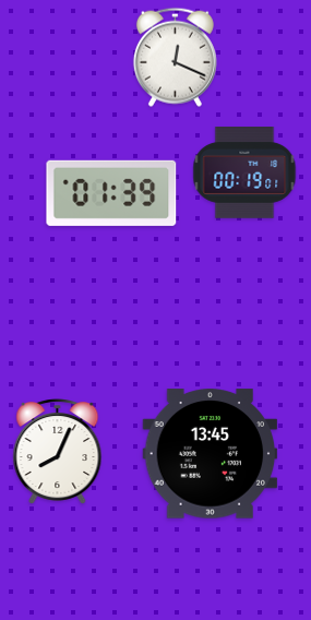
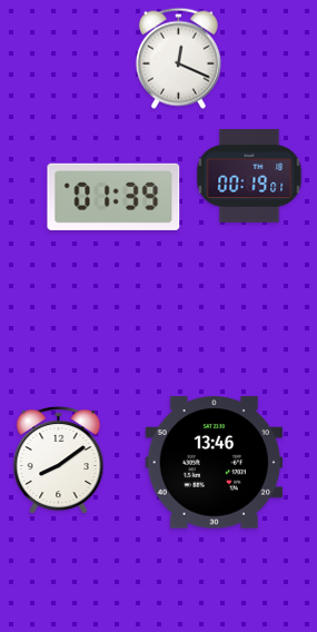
clock at (58, 452): 8:04 -> 8:09
clock at (211, 454): 13:45 -> 13:46
